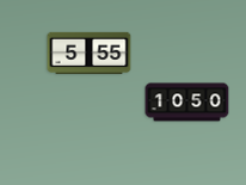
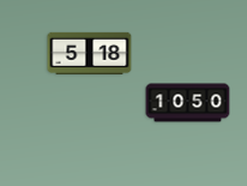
clock at (90, 53): 5:55 -> 5:18
